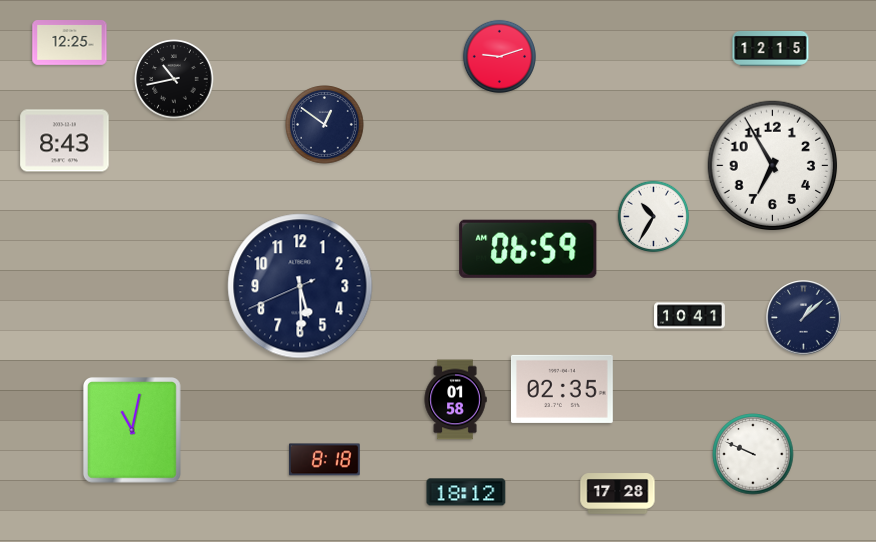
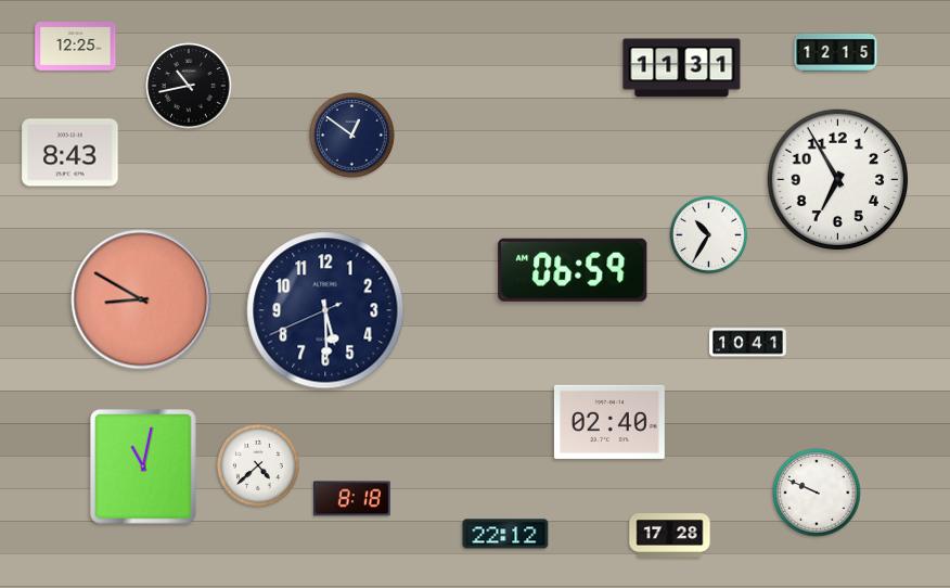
clock at (499, 56): 9:12 -> none
clock at (682, 68): none -> 11:31
clock at (141, 299): none -> 8:50
clock at (804, 318): 1:08 -> none
clock at (562, 389): 02:35 -> 02:40
clock at (455, 400): 01:58 -> none
clock at (258, 465): none -> 4:38
clock at (466, 492): 18:12 -> 22:12
